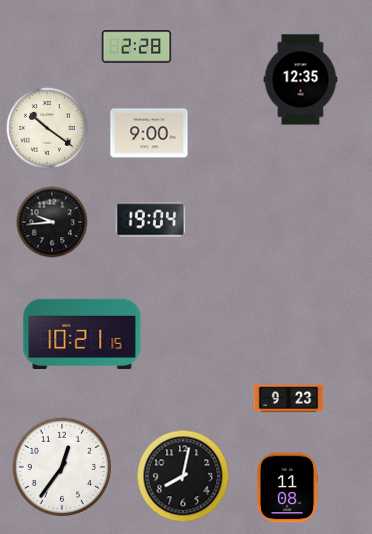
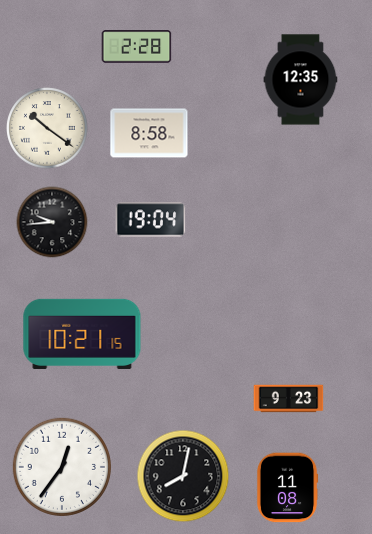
clock at (149, 133): 9:00 -> 8:58
